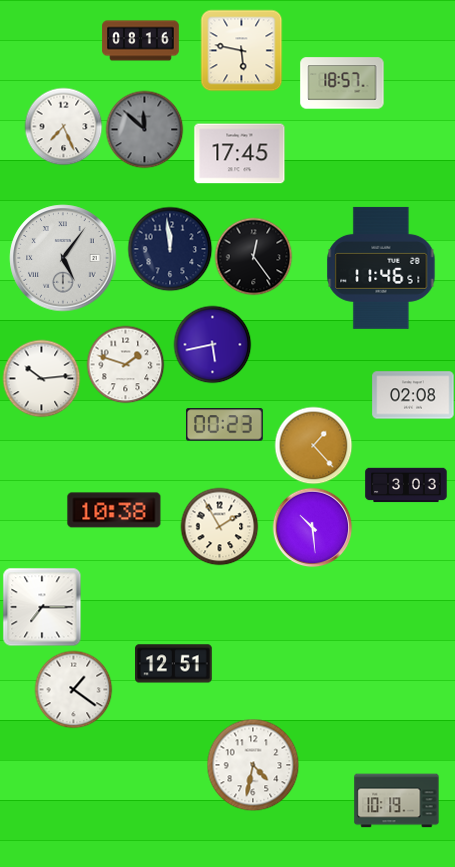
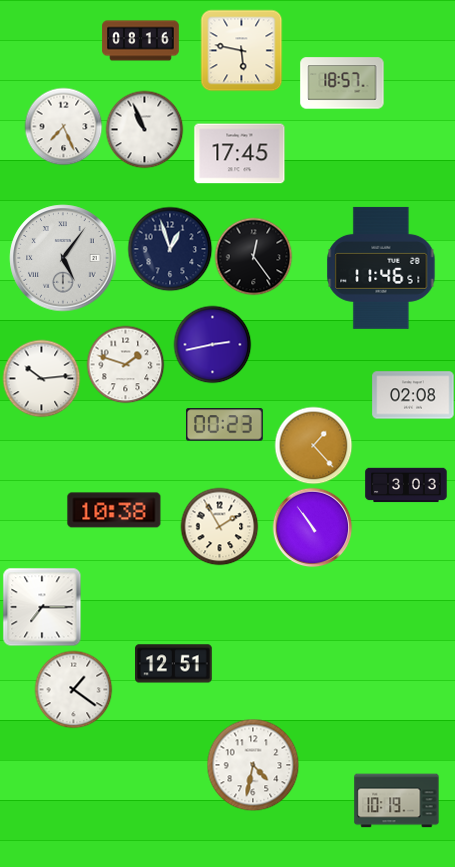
clock at (144, 129): 11:52 -> 10:56
clock at (144, 129) dial: grey -> white
clock at (170, 249): 11:59 -> 12:57
clock at (212, 344): 5:43 -> 2:43
clock at (312, 527): 10:29 -> 10:54
